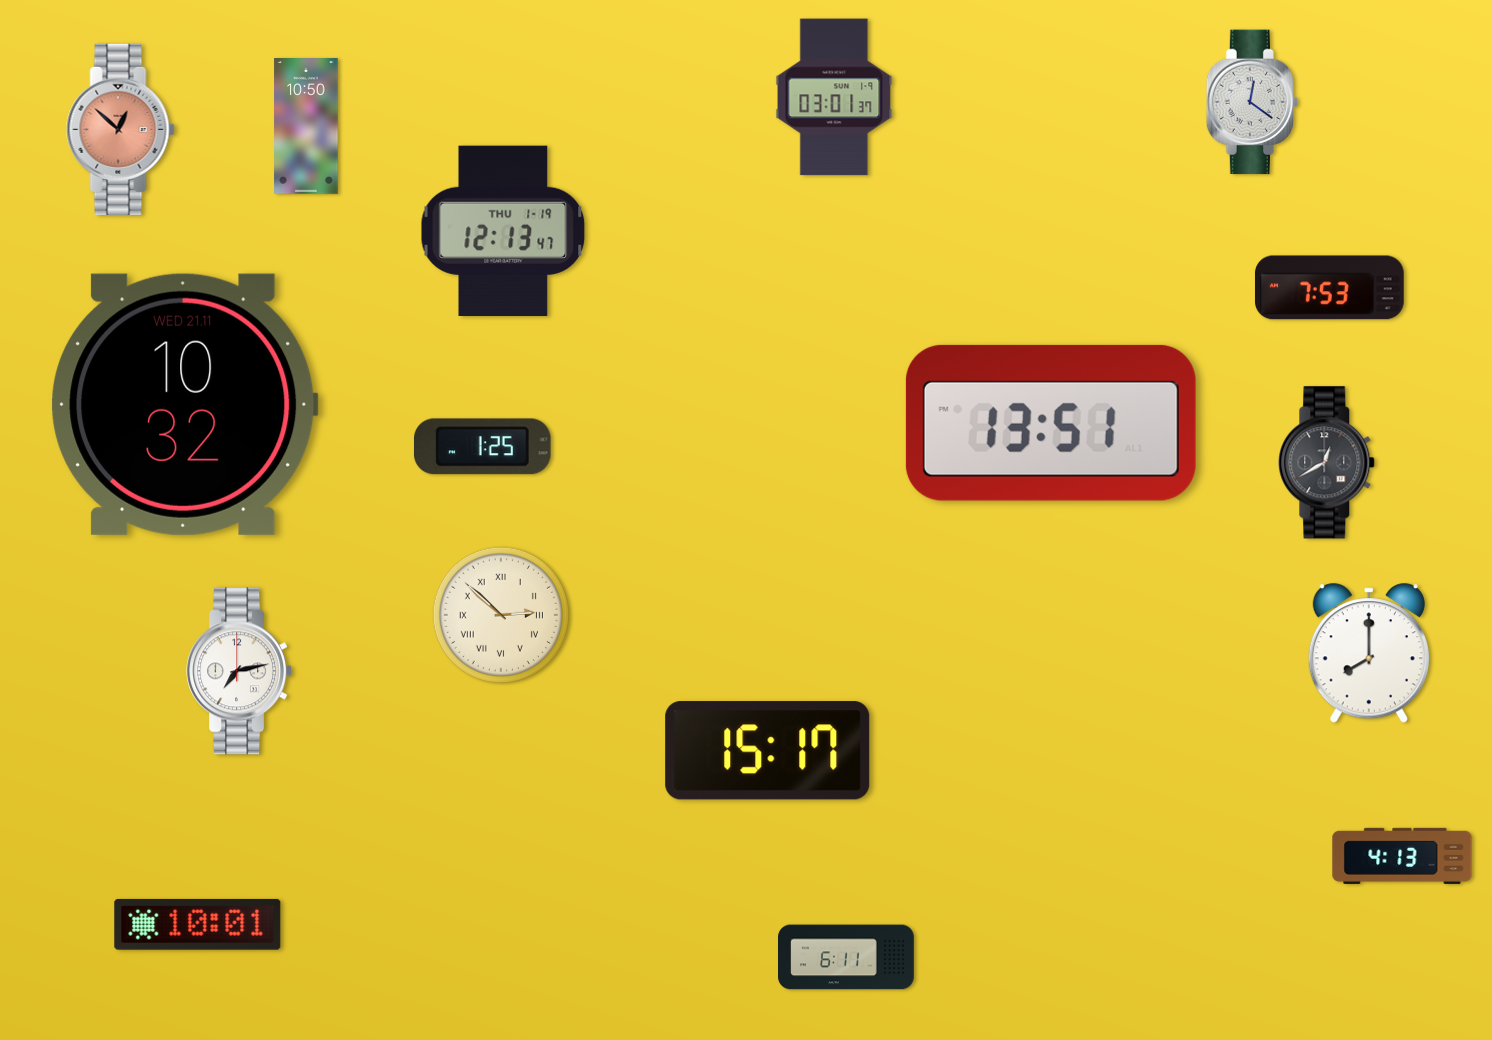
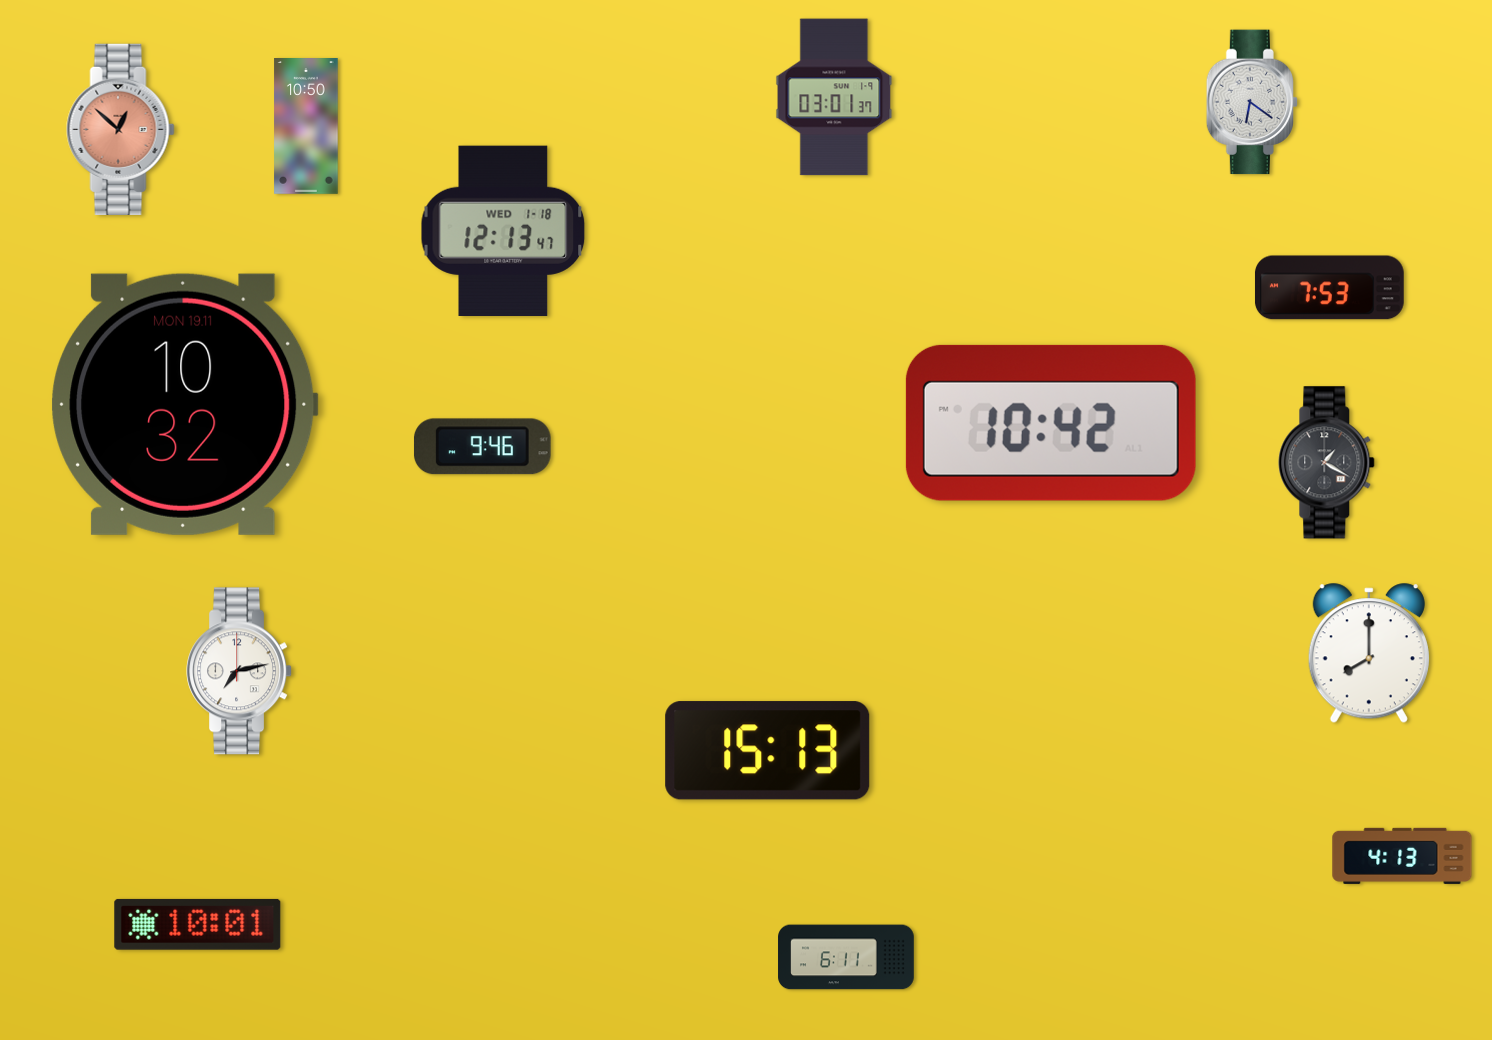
clock at (1252, 102): 12:21 -> 6:21
clock at (503, 230) date: THU 1-19 -> WED 1-18
clock at (185, 404) date: WED 21.11 -> MON 19.11
clock at (1051, 423): 13:51 -> 10:42
clock at (482, 447): 1:25 -> 9:46
clock at (1327, 463): 12:40 -> 1:20
clock at (501, 615): 2:52 -> none
clock at (768, 751): 15:17 -> 15:13
